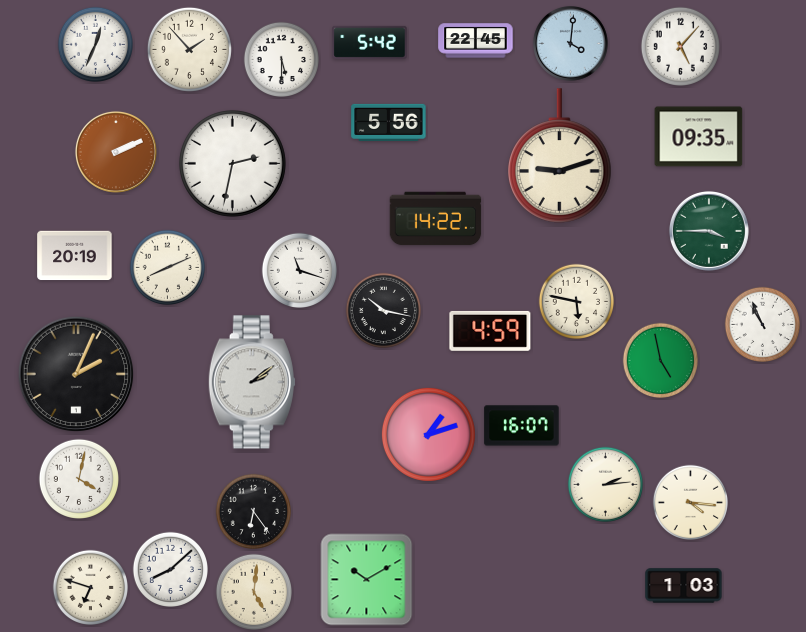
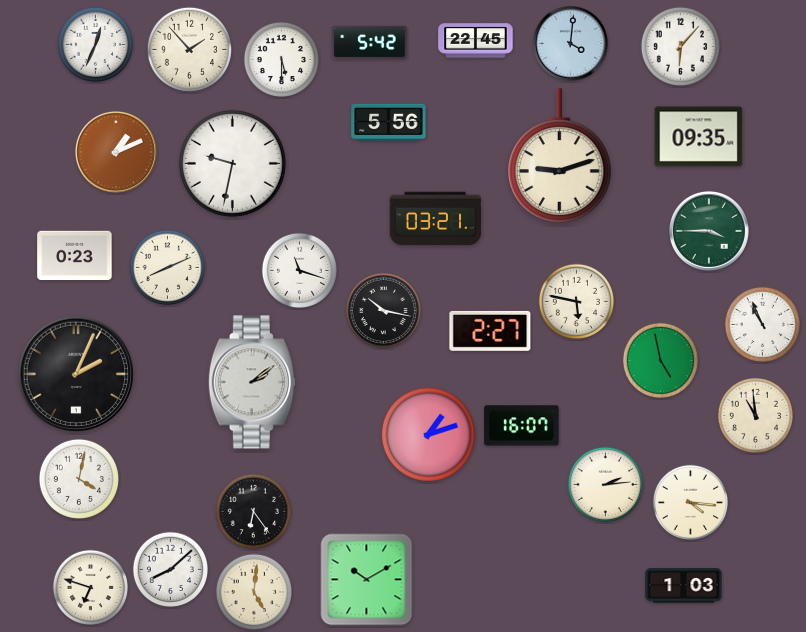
clock at (680, 46): 5:07 -> 6:07
clock at (116, 152): 2:11 -> 1:11
clock at (232, 163): 2:32 -> 9:32
clock at (436, 219): 14:22 -> 03:21
clock at (75, 256): 20:19 -> 0:23
clock at (490, 331): 4:59 -> 2:27
clock at (755, 415): none -> 10:59
